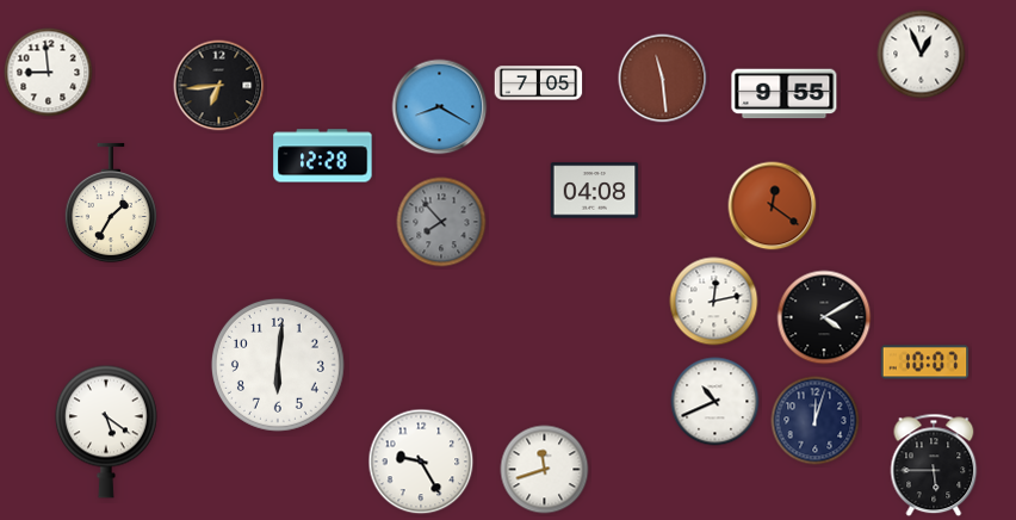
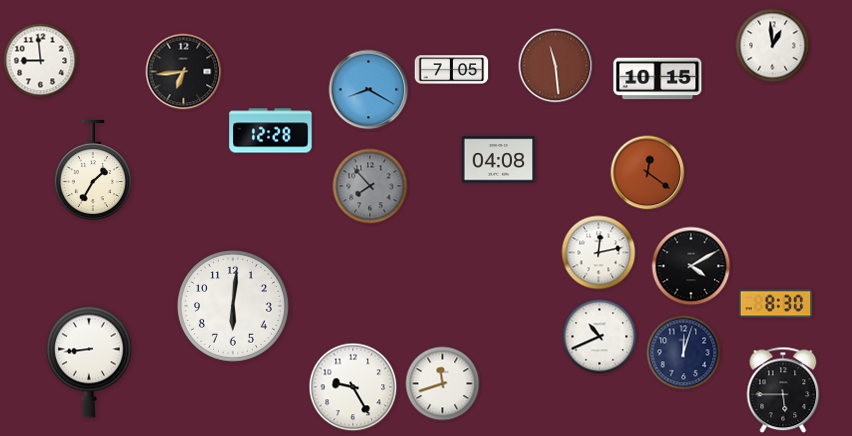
clock at (922, 55): 12:56 -> 12:59
clock at (785, 94): 9:55 -> 10:15
clock at (925, 363): 10:07 -> 8:30
clock at (106, 432): 5:21 -> 8:44
clock at (545, 470) position: (545, 470) -> (443, 384)
